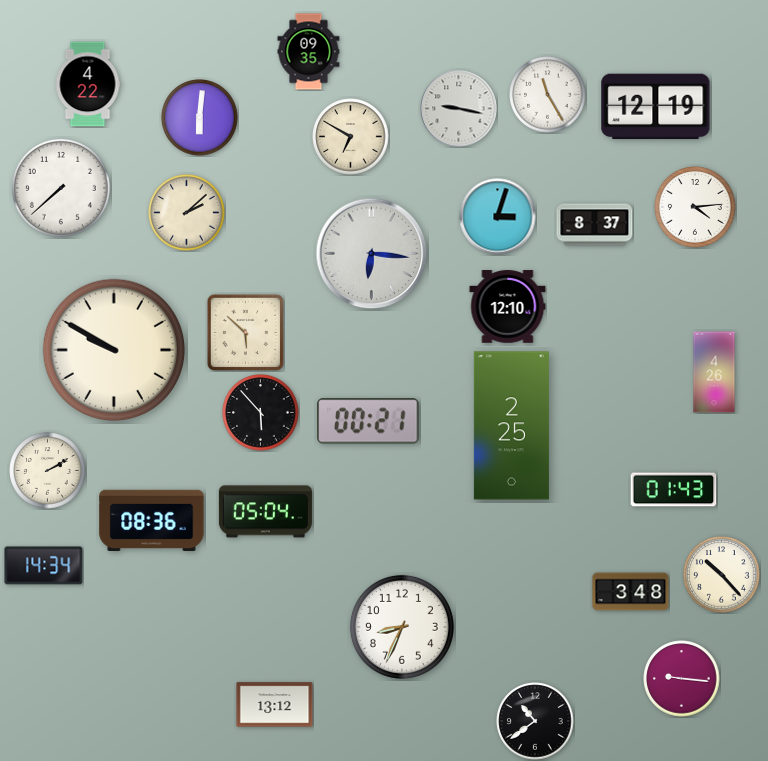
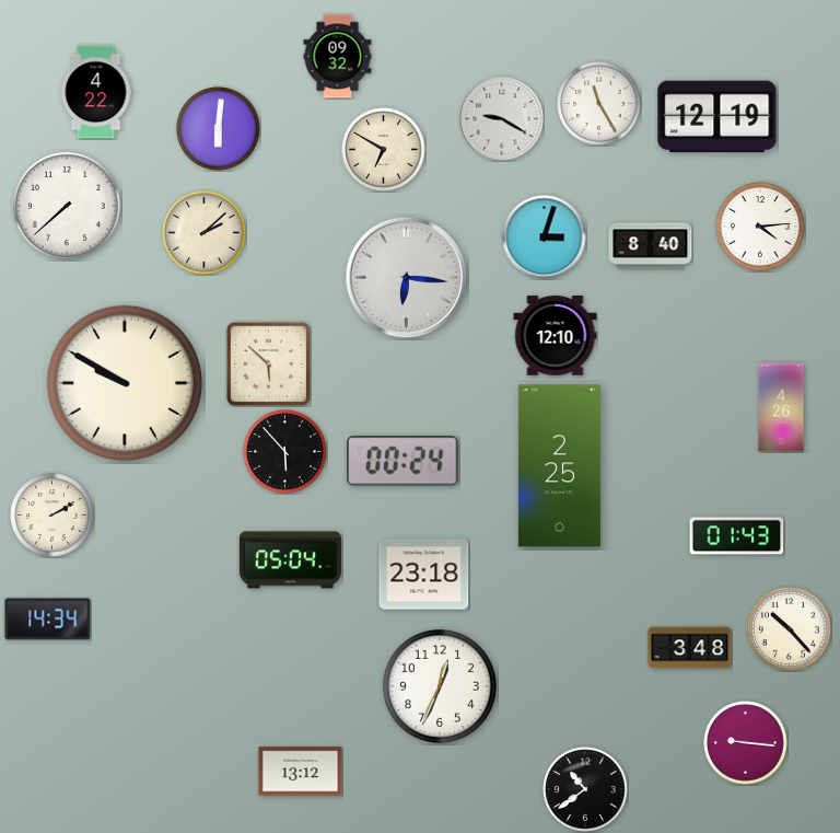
clock at (309, 52): 09:35 -> 09:32
clock at (459, 109): 9:17 -> 9:20
clock at (595, 225): 8:37 -> 8:40
clock at (368, 421): 00:21 -> 00:24
clock at (152, 520): 08:36 -> none
clock at (424, 575): none -> 23:18
clock at (402, 627): 8:34 -> 12:34
